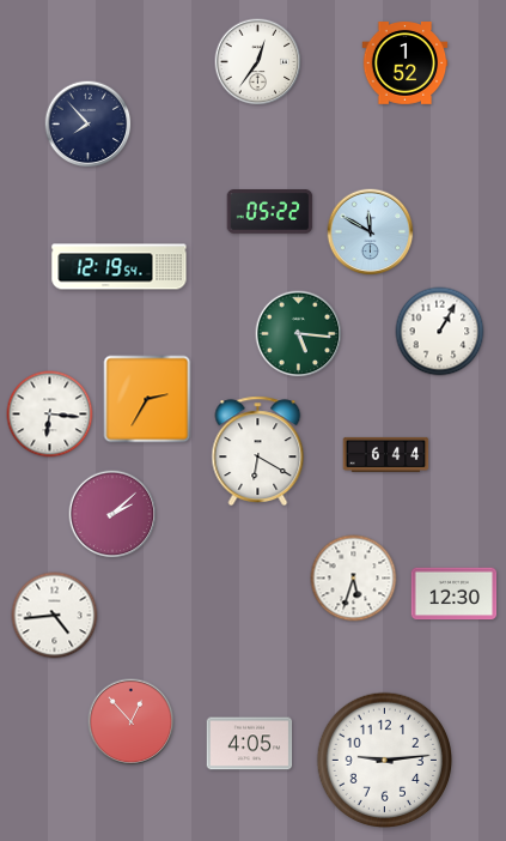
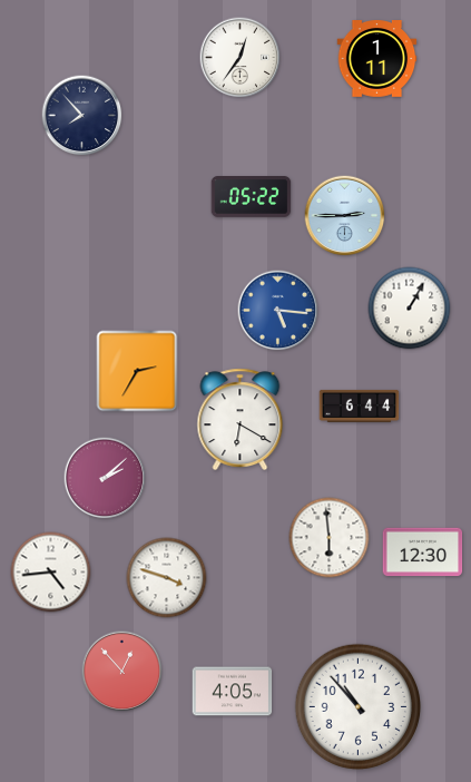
clock at (406, 63): 1:52 -> 1:11
clock at (371, 232): 11:50 -> 2:45
clock at (120, 267): 12:19 -> none
clock at (299, 334) dial: green -> blue
clock at (50, 415): 6:16 -> none
clock at (386, 454) position: (386, 454) -> (360, 405)
clock at (354, 579): 5:33 -> 5:59
clock at (167, 578): none -> 3:48
clock at (385, 761): 9:14 -> 10:53
